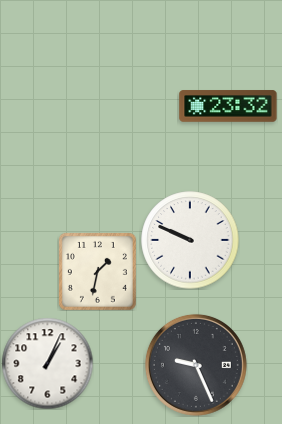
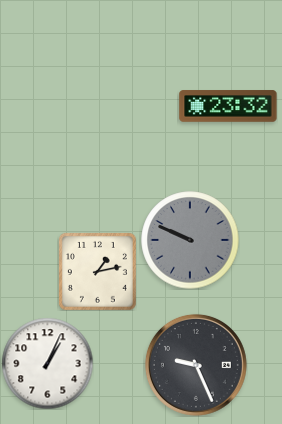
clock at (190, 240) dial: white -> grey
clock at (97, 271): 1:32 -> 1:13
